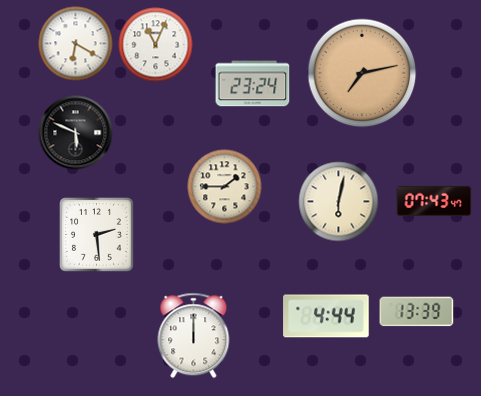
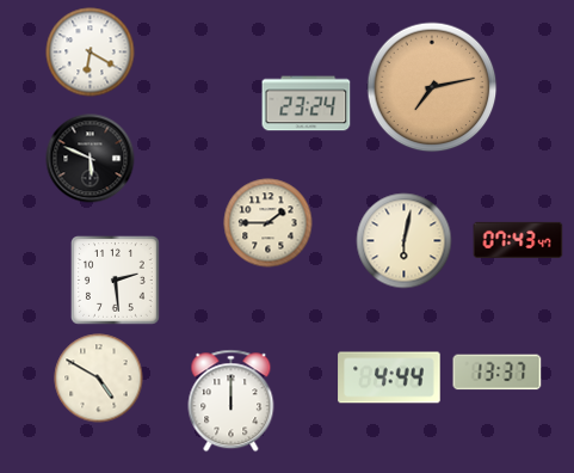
clock at (156, 45): 11:04 -> none
clock at (253, 84) position: (253, 84) -> (307, 104)
clock at (417, 312): 13:39 -> 13:37
clock at (99, 379): none -> 4:50
